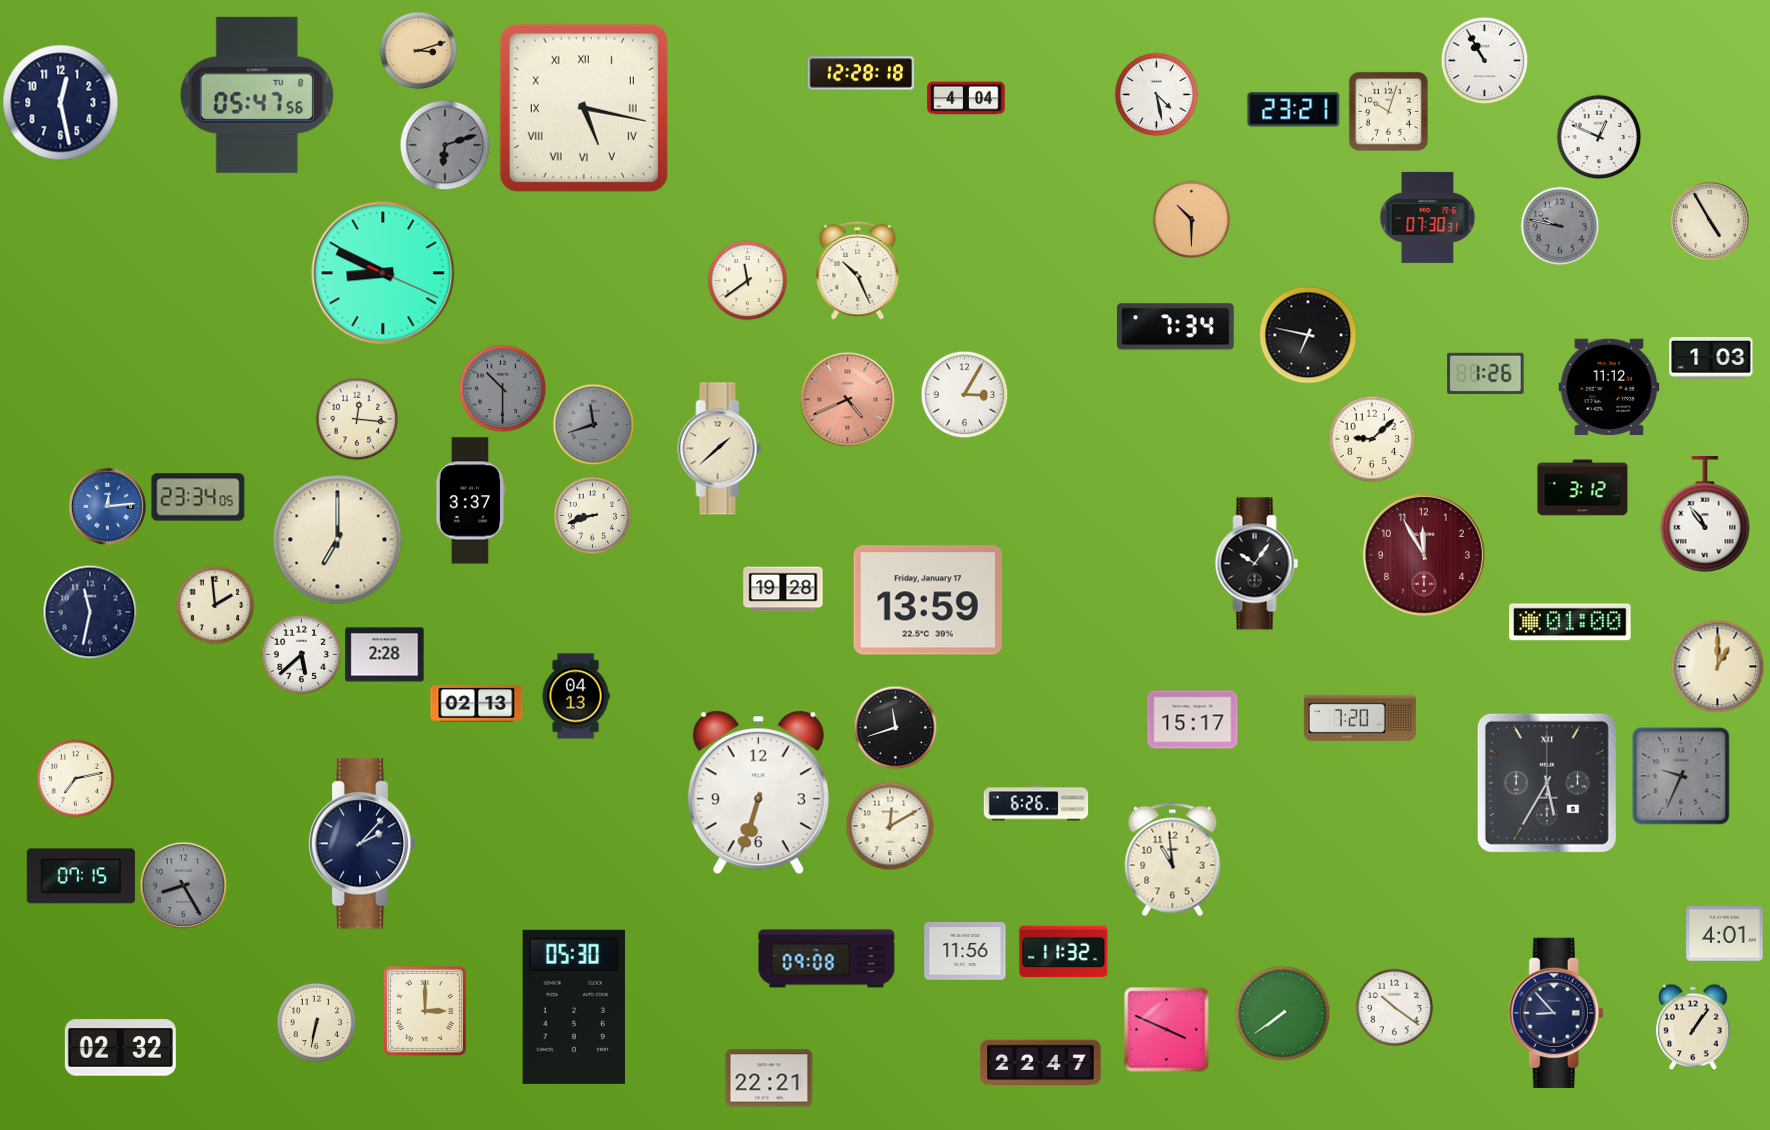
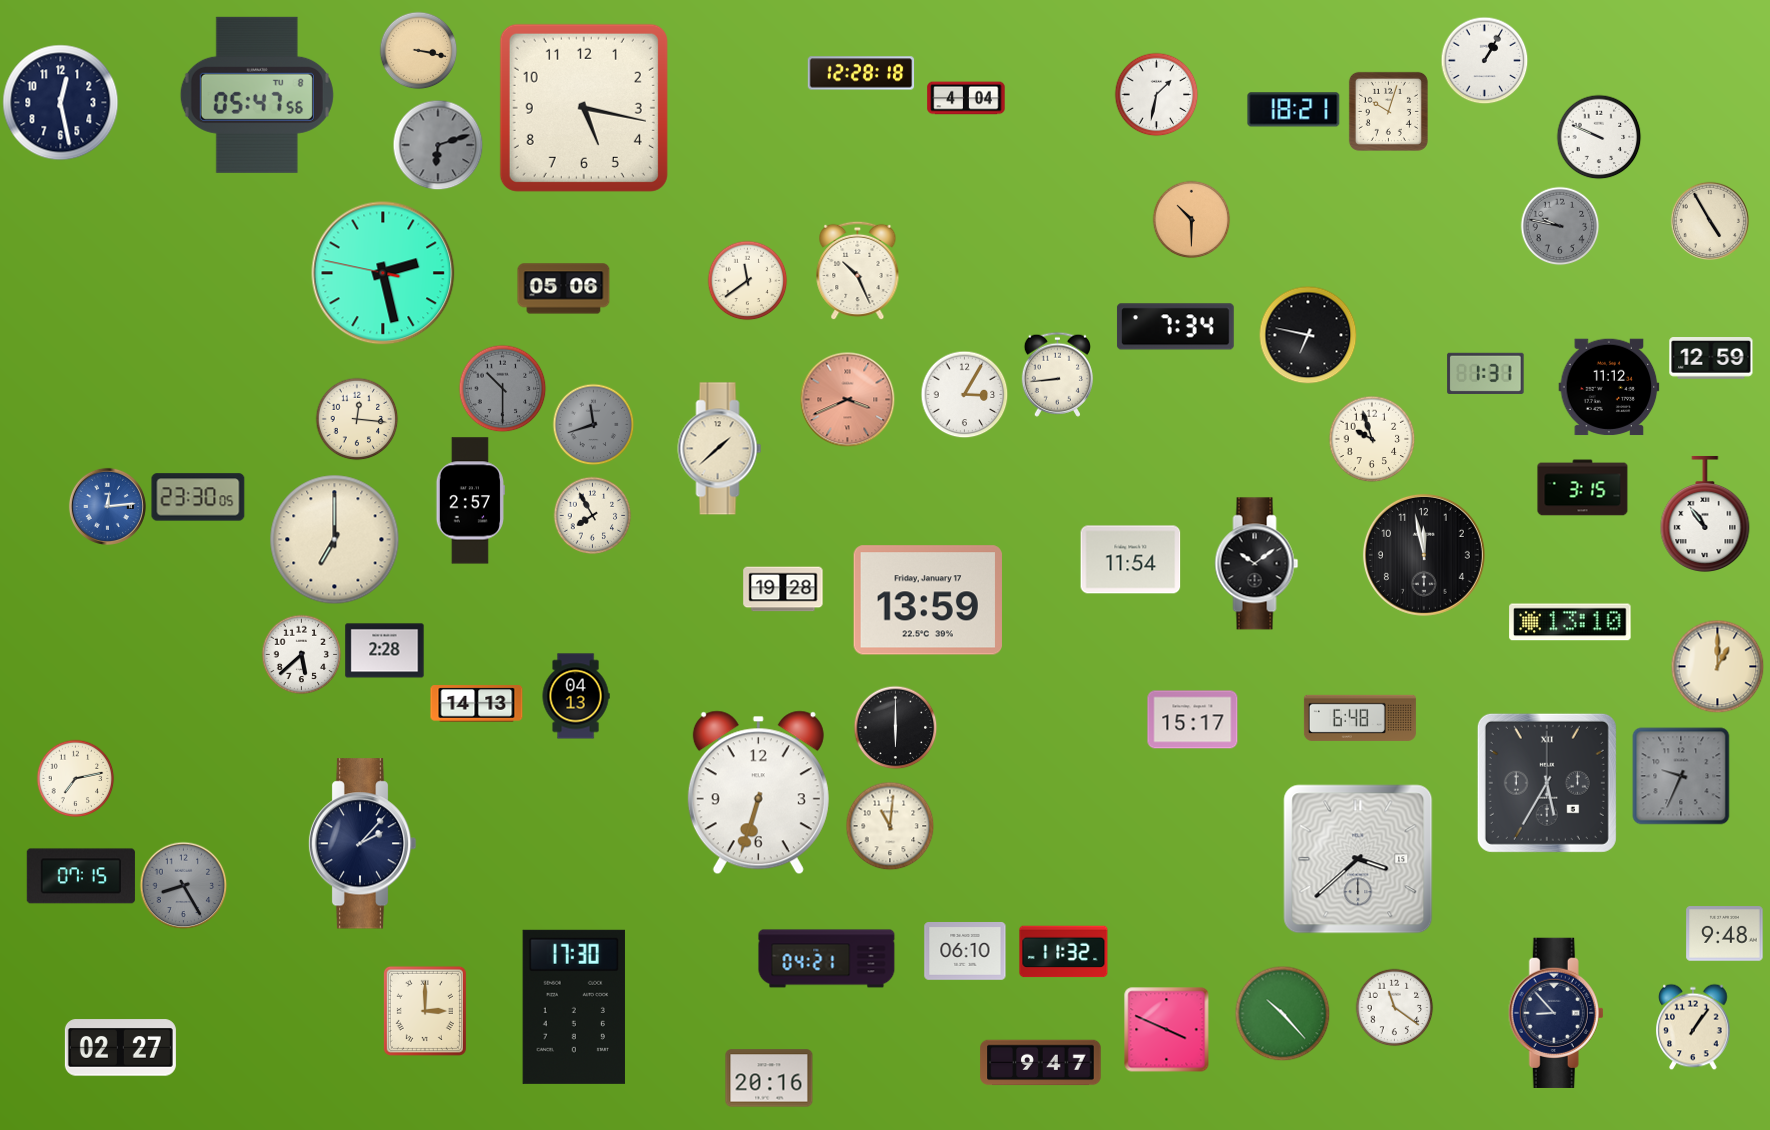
clock at (418, 50): 3:12 -> 3:17
clock at (1484, 60): 10:55 -> 1:05
clock at (1156, 94): 4:28 -> 1:32
clock at (584, 108) numerals: Roman -> Arabic
clock at (1294, 110): 23:21 -> 18:21
clock at (1599, 137): 12:49 -> 9:49
clock at (445, 145) position: (445, 145) -> (438, 145)
clock at (1428, 217): 07:30 -> none
clock at (383, 273): 8:49 -> 2:27
clock at (564, 289): none -> 05:06
clock at (1711, 358): 1:03 -> 12:59
clock at (1486, 373): 1:26 -> 1:31
clock at (1057, 374): none -> 8:44
clock at (847, 399): 4:41 -> 3:41
clock at (1372, 439): 9:08 -> 9:57
clock at (1583, 488): 3:12 -> 3:15
clock at (198, 497): 23:34 -> 23:30
clock at (470, 501): 3:37 -> 2:57
clock at (592, 515): 8:42 -> 7:55
clock at (338, 540) position: (338, 540) -> (335, 540)
clock at (1424, 555): 11:55 -> 11:58
clock at (1424, 555) dial: burgundy -> black
clock at (1131, 560): none -> 11:54
clock at (1257, 564): 10:06 -> 10:09
clock at (215, 605): 1:59 -> none
clock at (90, 612): 11:32 -> none
clock at (1570, 622): 01:00 -> 13:10
clock at (385, 655) position: (385, 655) -> (385, 651)
clock at (477, 704): 02:13 -> 14:13
clock at (1360, 718): 7:20 -> 6:48
clock at (895, 727): 11:42 -> 6:00
clock at (1036, 803): 6:26 -> none
clock at (890, 826): 12:10 -> 11:01
clock at (1358, 859): none -> 3:38
clock at (1173, 860): 10:59 -> none
clock at (1725, 934): 4:01 -> 9:48
clock at (965, 952): 11:56 -> 06:10
clock at (827, 959): 09:08 -> 04:21
clock at (573, 1007): 05:30 -> 17:30
clock at (1394, 1007): 10:21 -> 11:21
clock at (1282, 1013): 7:39 -> 10:23
clock at (316, 1022): 6:32 -> none
clock at (120, 1048): 02:32 -> 02:27
clock at (1041, 1063): 22:47 -> 9:47
clock at (769, 1078): 22:21 -> 20:16
